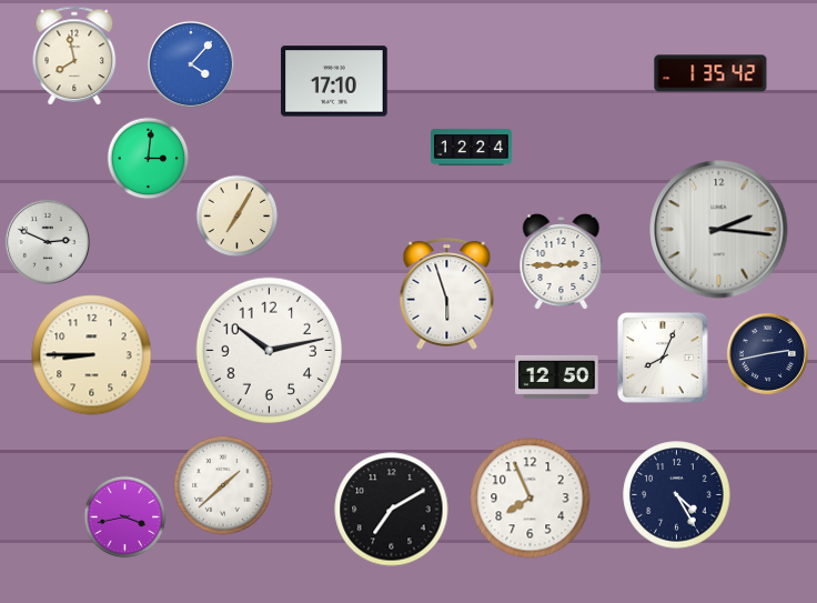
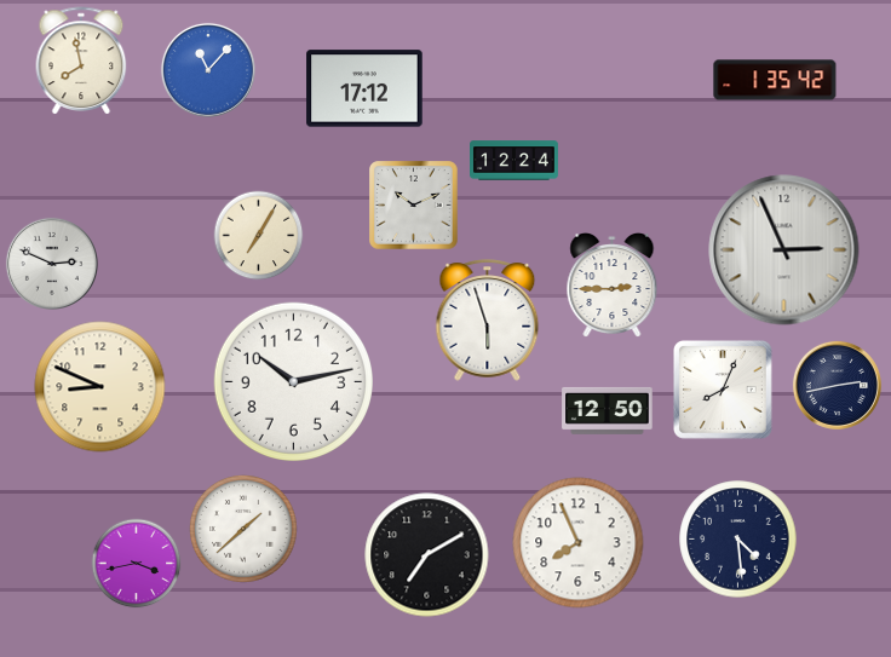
clock at (191, 64): 4:07 -> 11:07
clock at (334, 81): 17:10 -> 17:12
clock at (149, 159): 3:01 -> none
clock at (414, 206): none -> 10:11
clock at (719, 230): 2:16 -> 2:56
clock at (92, 355): 8:45 -> 8:49
clock at (677, 495): 4:25 -> 4:29
